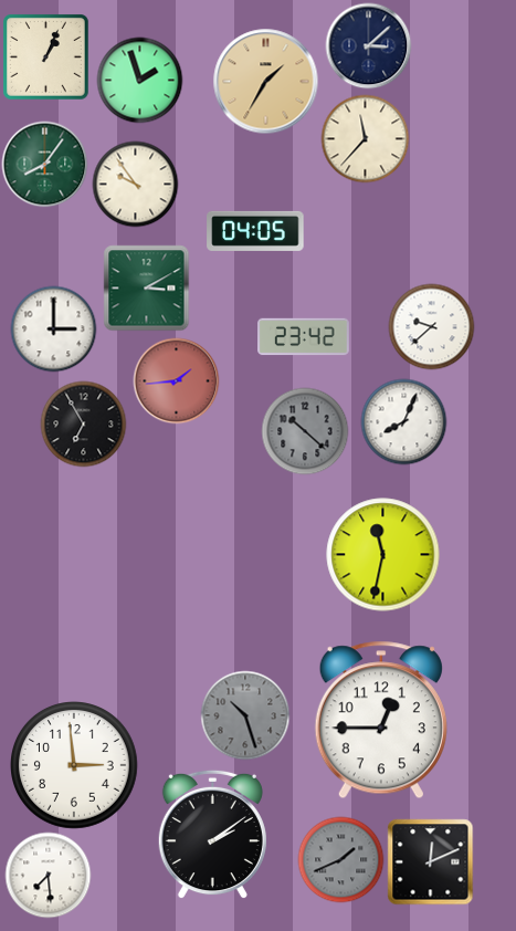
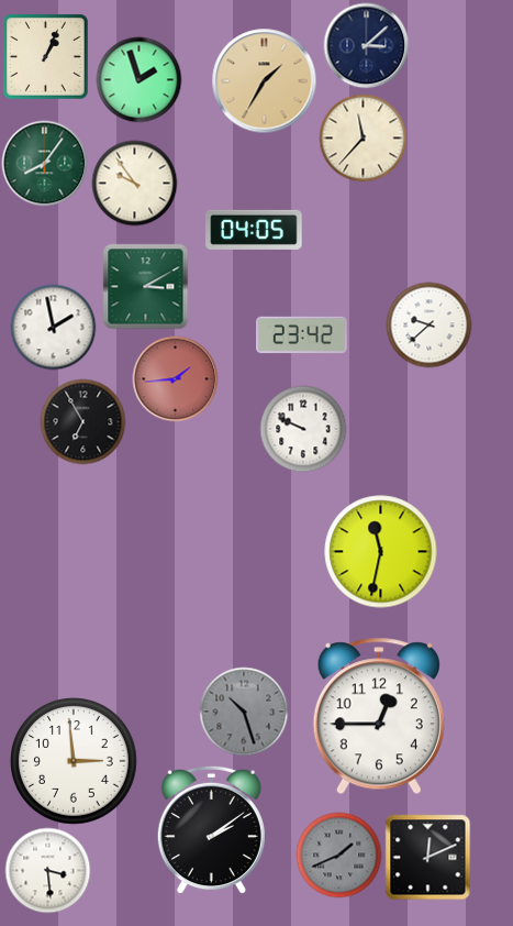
clock at (53, 328): 3:00 -> 1:58
clock at (403, 421): 8:04 -> none
clock at (305, 431): 10:22 -> 9:49
clock at (305, 431) dial: grey -> white
clock at (48, 875): 7:29 -> 3:29
